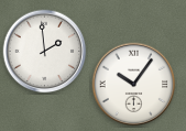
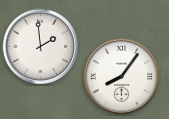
clock at (134, 85): 10:06 -> 8:06
